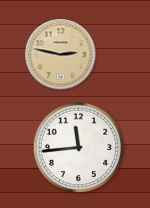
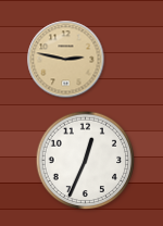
clock at (79, 148): 11:44 -> 12:34
